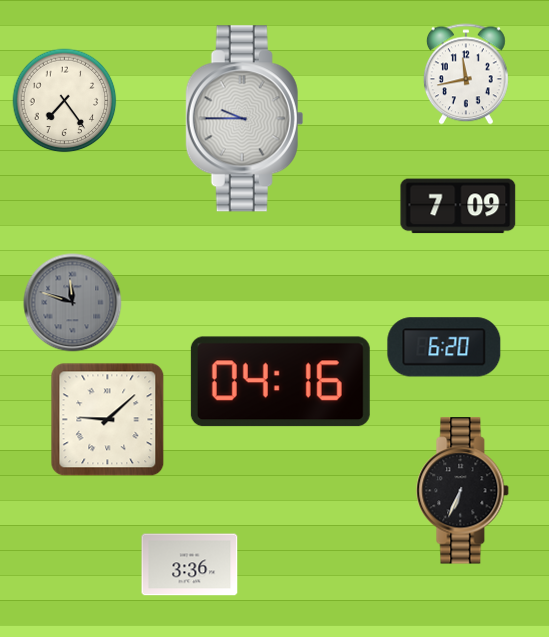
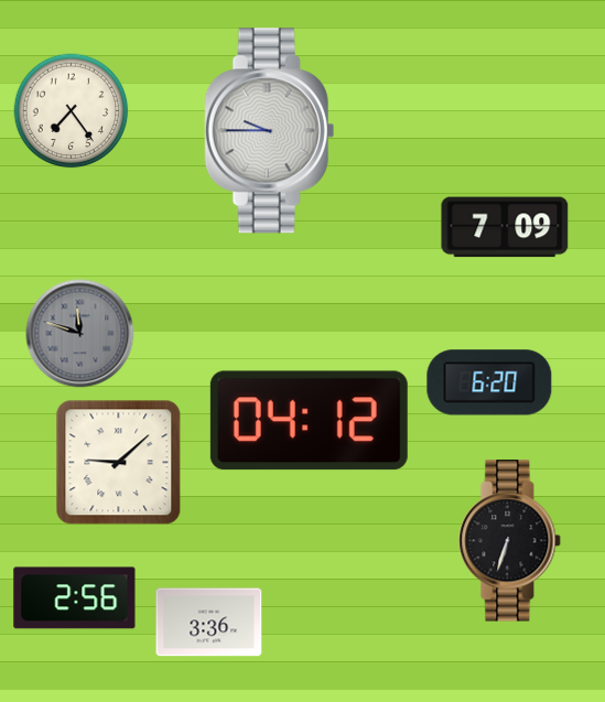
clock at (466, 74): 11:43 -> none
clock at (280, 382): 04:16 -> 04:12
clock at (463, 491): 6:34 -> 6:33
clock at (75, 598): none -> 2:56
